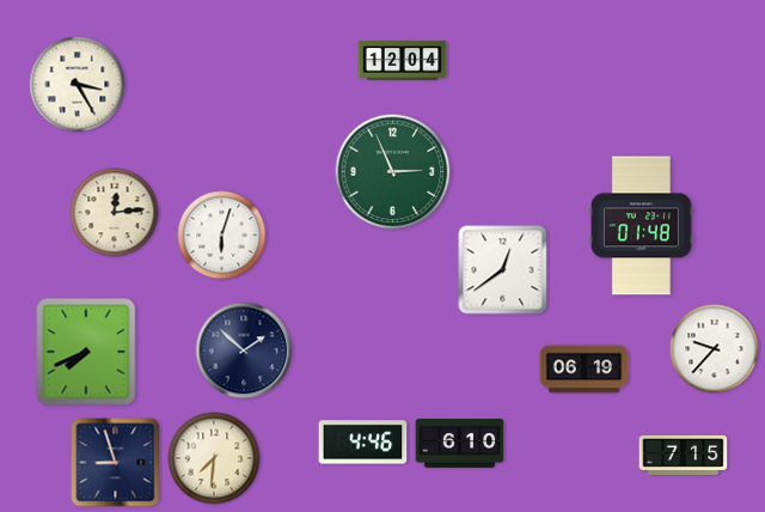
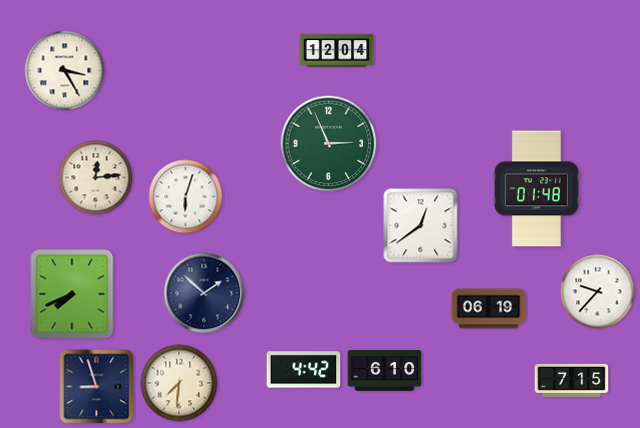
clock at (363, 443): 4:46 -> 4:42
